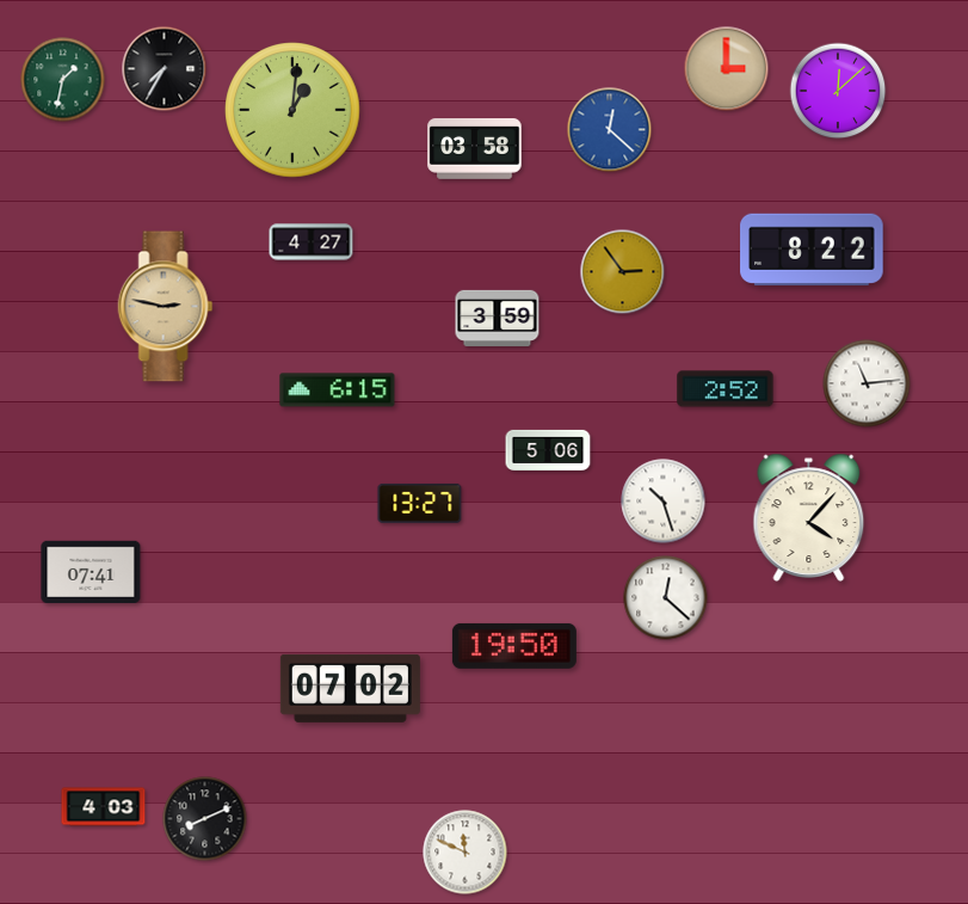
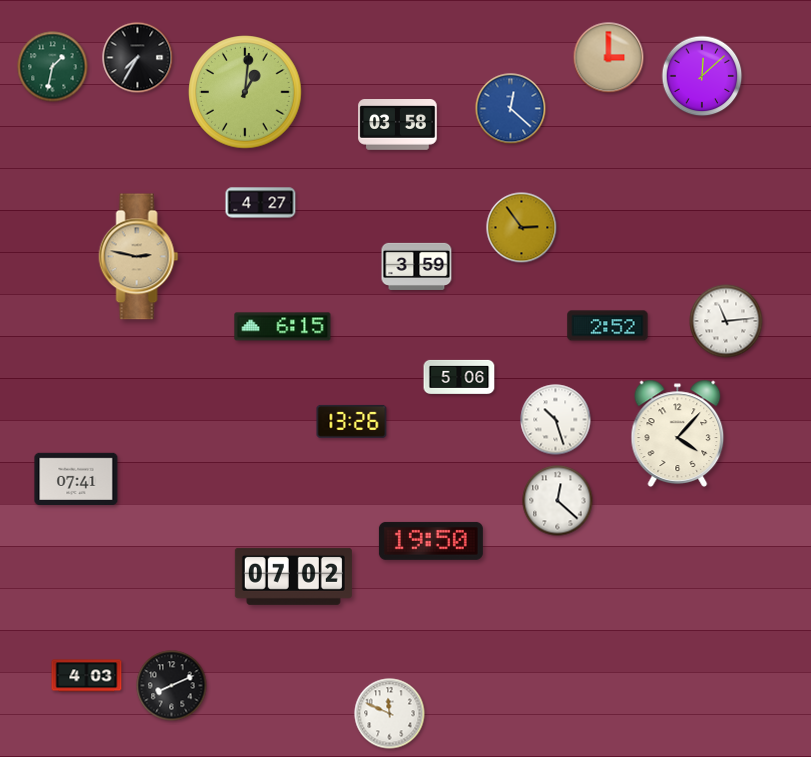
clock at (812, 250): 8:22 -> none
clock at (420, 503): 13:27 -> 13:26
